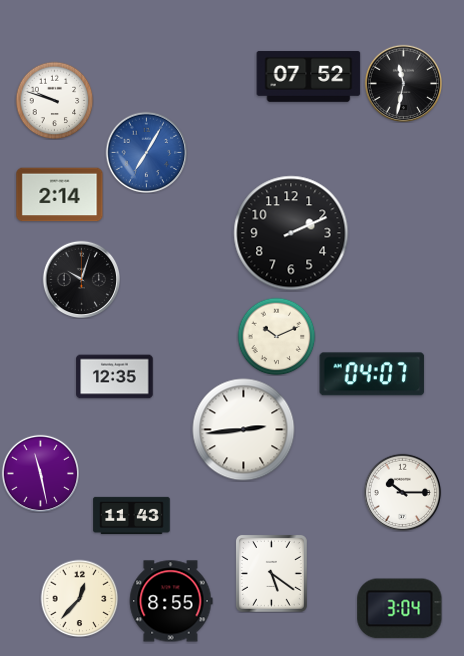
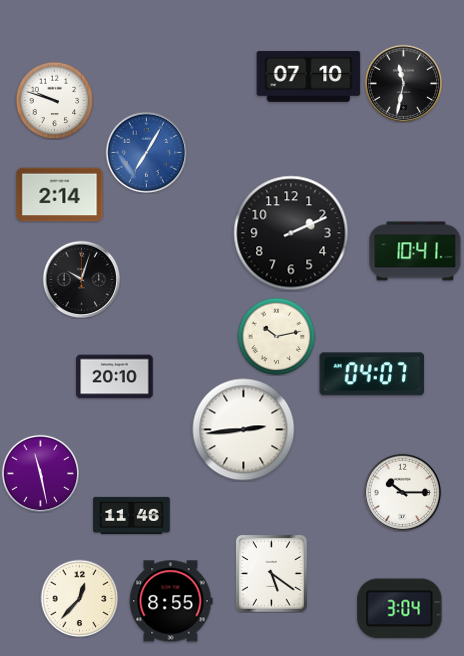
clock at (309, 76): 07:52 -> 07:10
clock at (415, 251): none -> 10:41
clock at (276, 336): 10:11 -> 10:13
clock at (115, 377): 12:35 -> 20:10
clock at (132, 515): 11:43 -> 11:46
